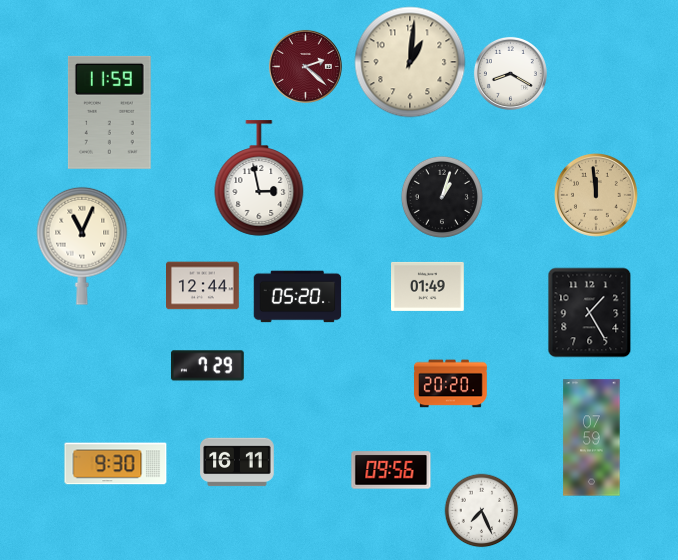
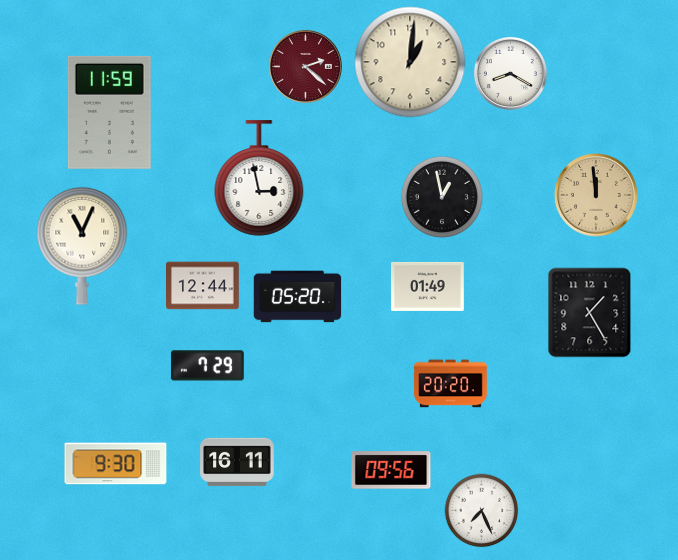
clock at (442, 197): 1:03 -> 12:58
clock at (592, 438): 07:59 -> none
